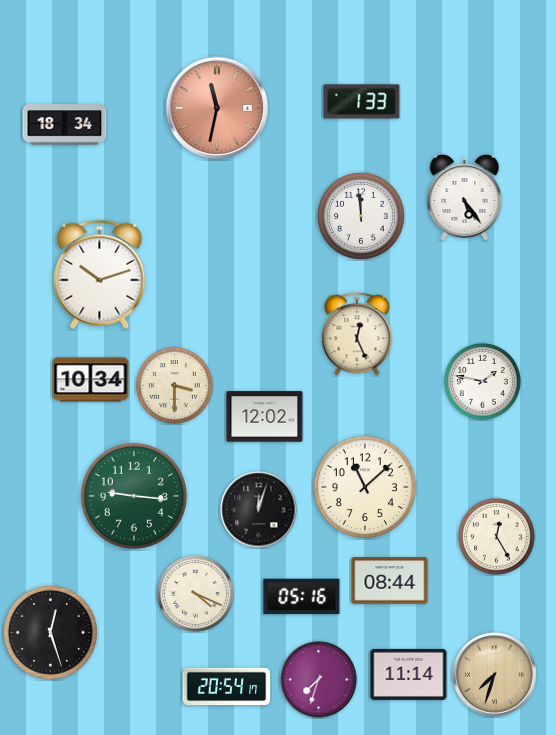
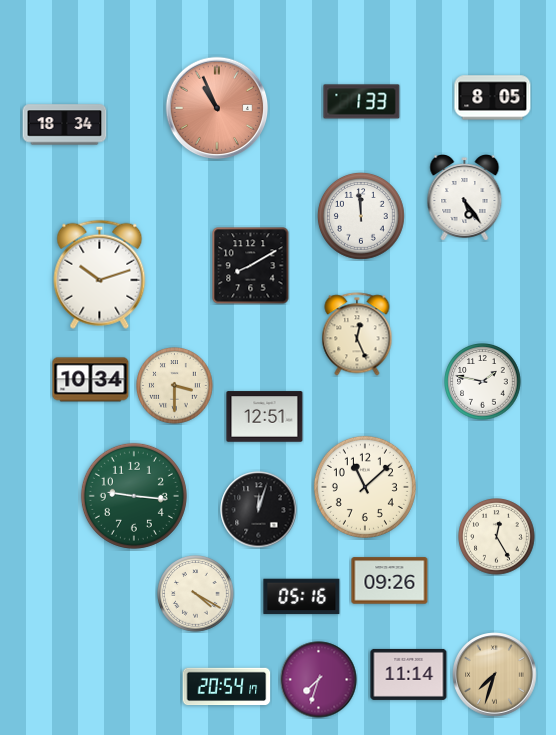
clock at (493, 98): none -> 8:05
clock at (217, 108): 11:32 -> 10:56
clock at (251, 266): none -> 8:10
clock at (265, 417): 12:02 -> 12:51
clock at (390, 581): 08:44 -> 09:26
clock at (196, 594): 4:19 -> 4:20
clock at (50, 632): 12:27 -> none
